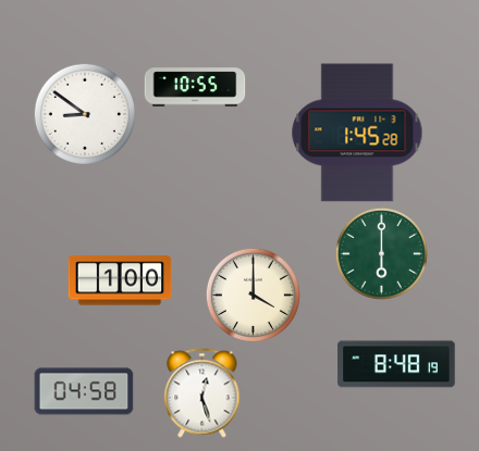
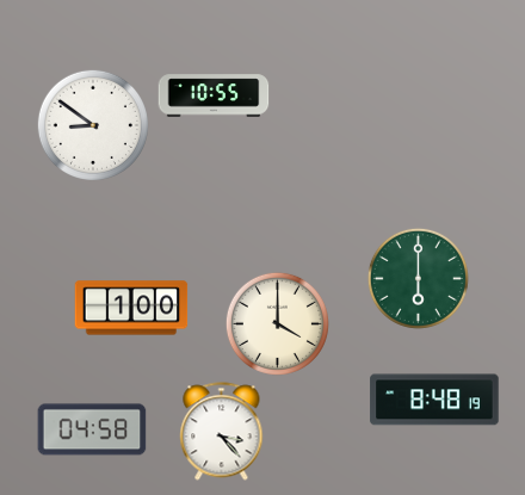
clock at (357, 133): 1:45 -> none
clock at (202, 393): 12:27 -> 3:23
